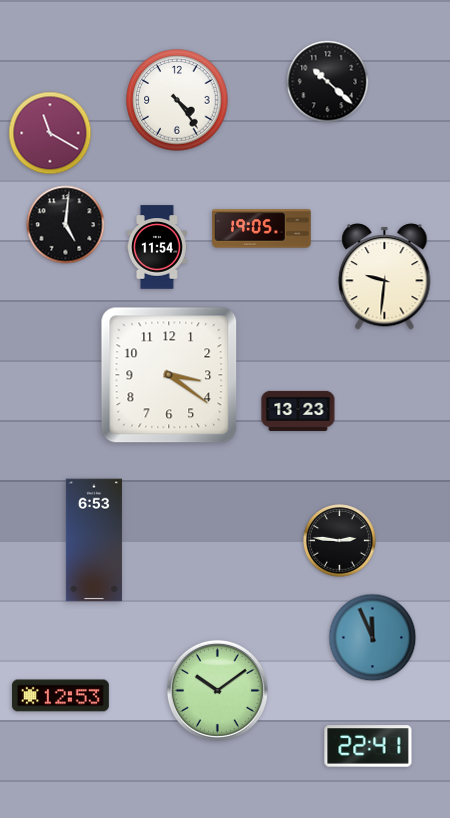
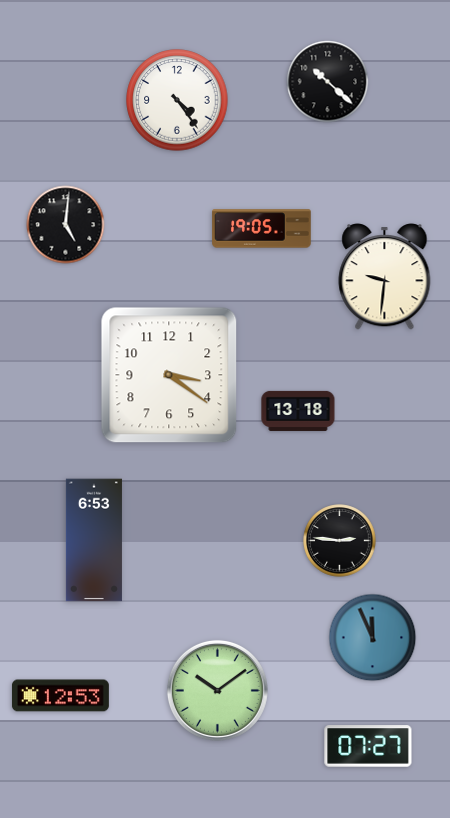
clock at (50, 133): 11:20 -> none
clock at (158, 247): 11:54 -> none
clock at (298, 411): 13:23 -> 13:18
clock at (368, 746): 22:41 -> 07:27
